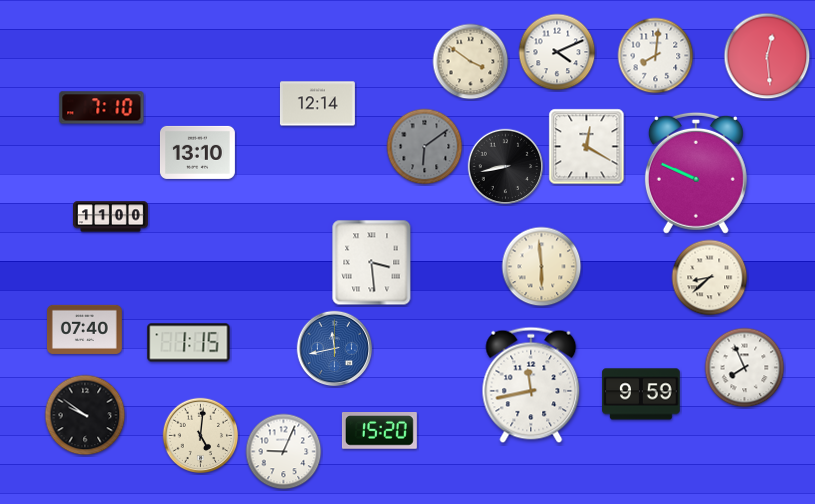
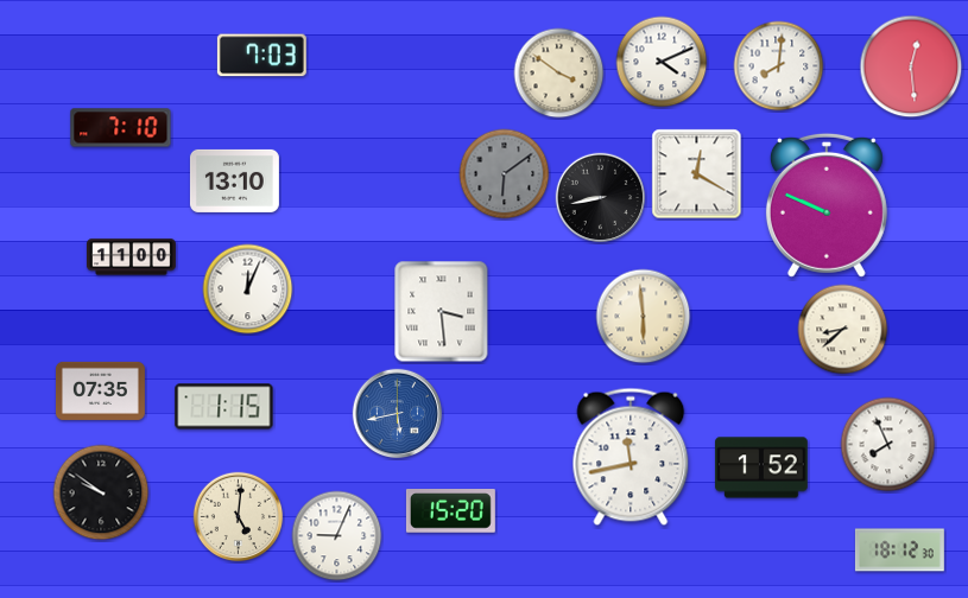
clock at (261, 56): none -> 7:03
clock at (317, 104): 12:14 -> none
clock at (248, 290): none -> 12:04
clock at (84, 329): 07:40 -> 07:35
clock at (335, 349): 11:43 -> 5:43
clock at (745, 368) position: (745, 368) -> (888, 445)
clock at (641, 394): 9:59 -> 1:52
clock at (899, 551): none -> 18:12
